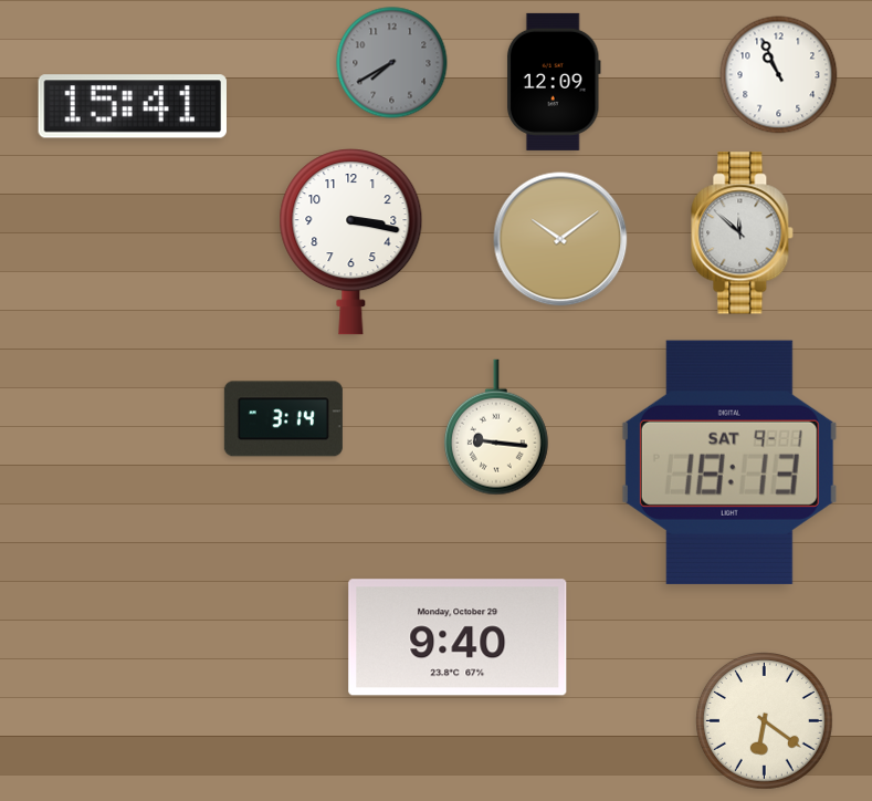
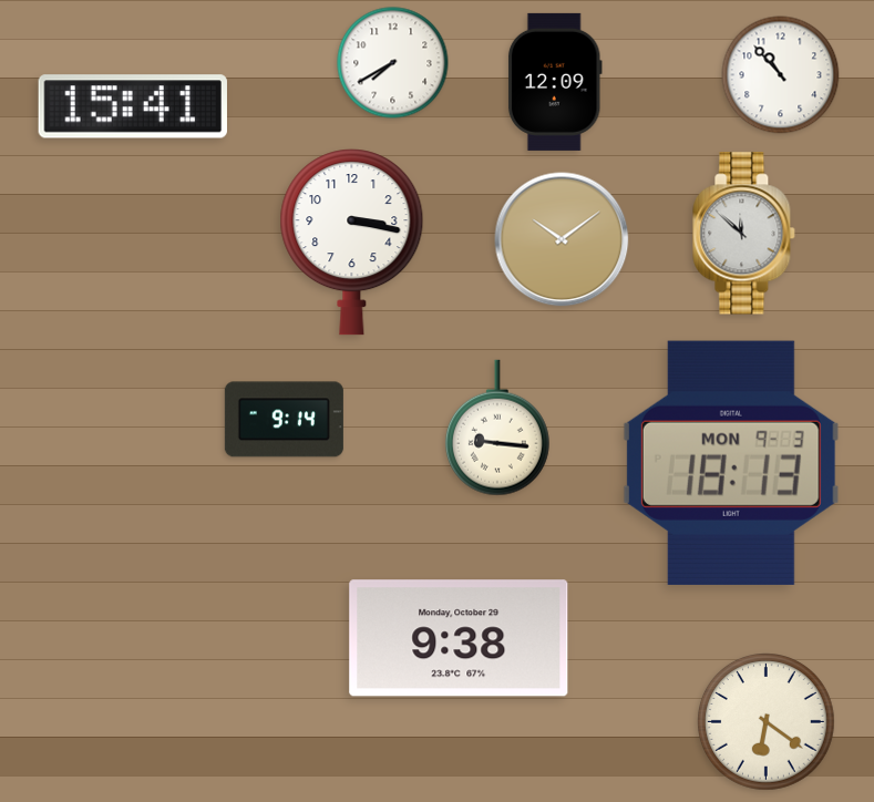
clock at (392, 63) dial: grey -> white
clock at (779, 75): 10:56 -> 10:53
clock at (283, 419): 3:14 -> 9:14
clock at (729, 462) date: SAT 9-1 -> MON 9-3
clock at (458, 637): 9:40 -> 9:38
